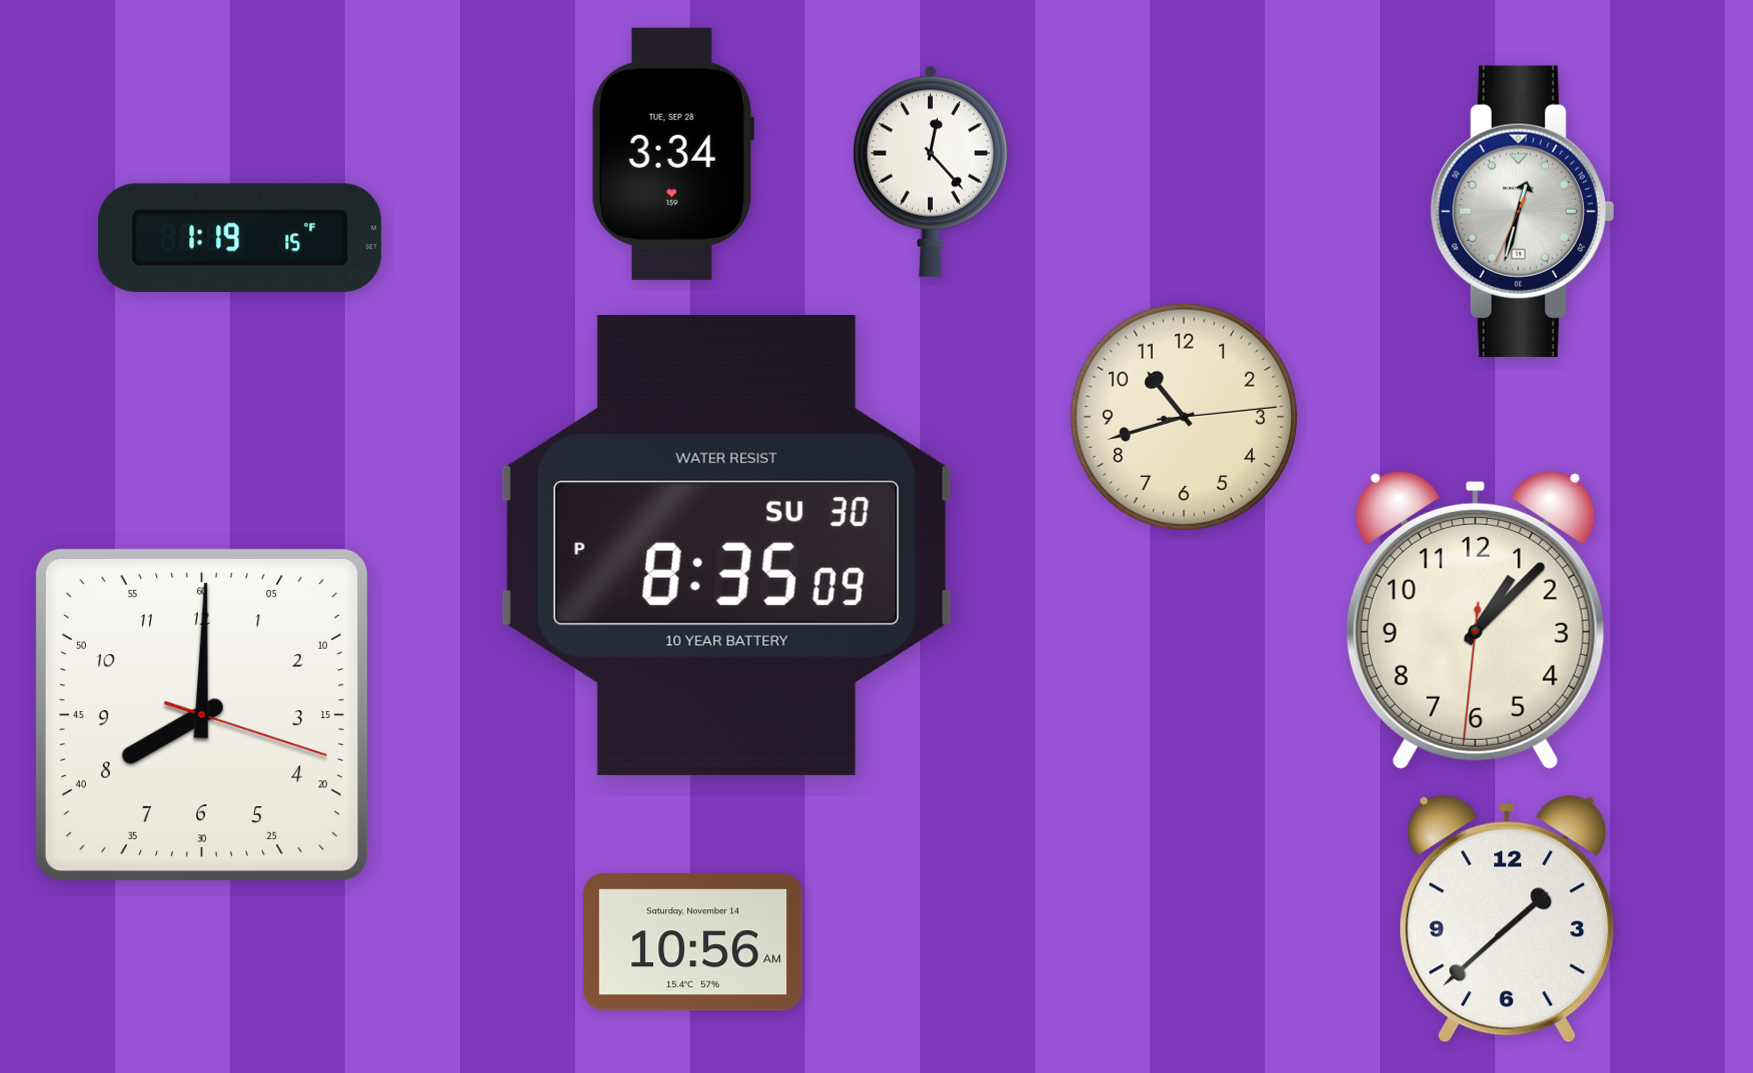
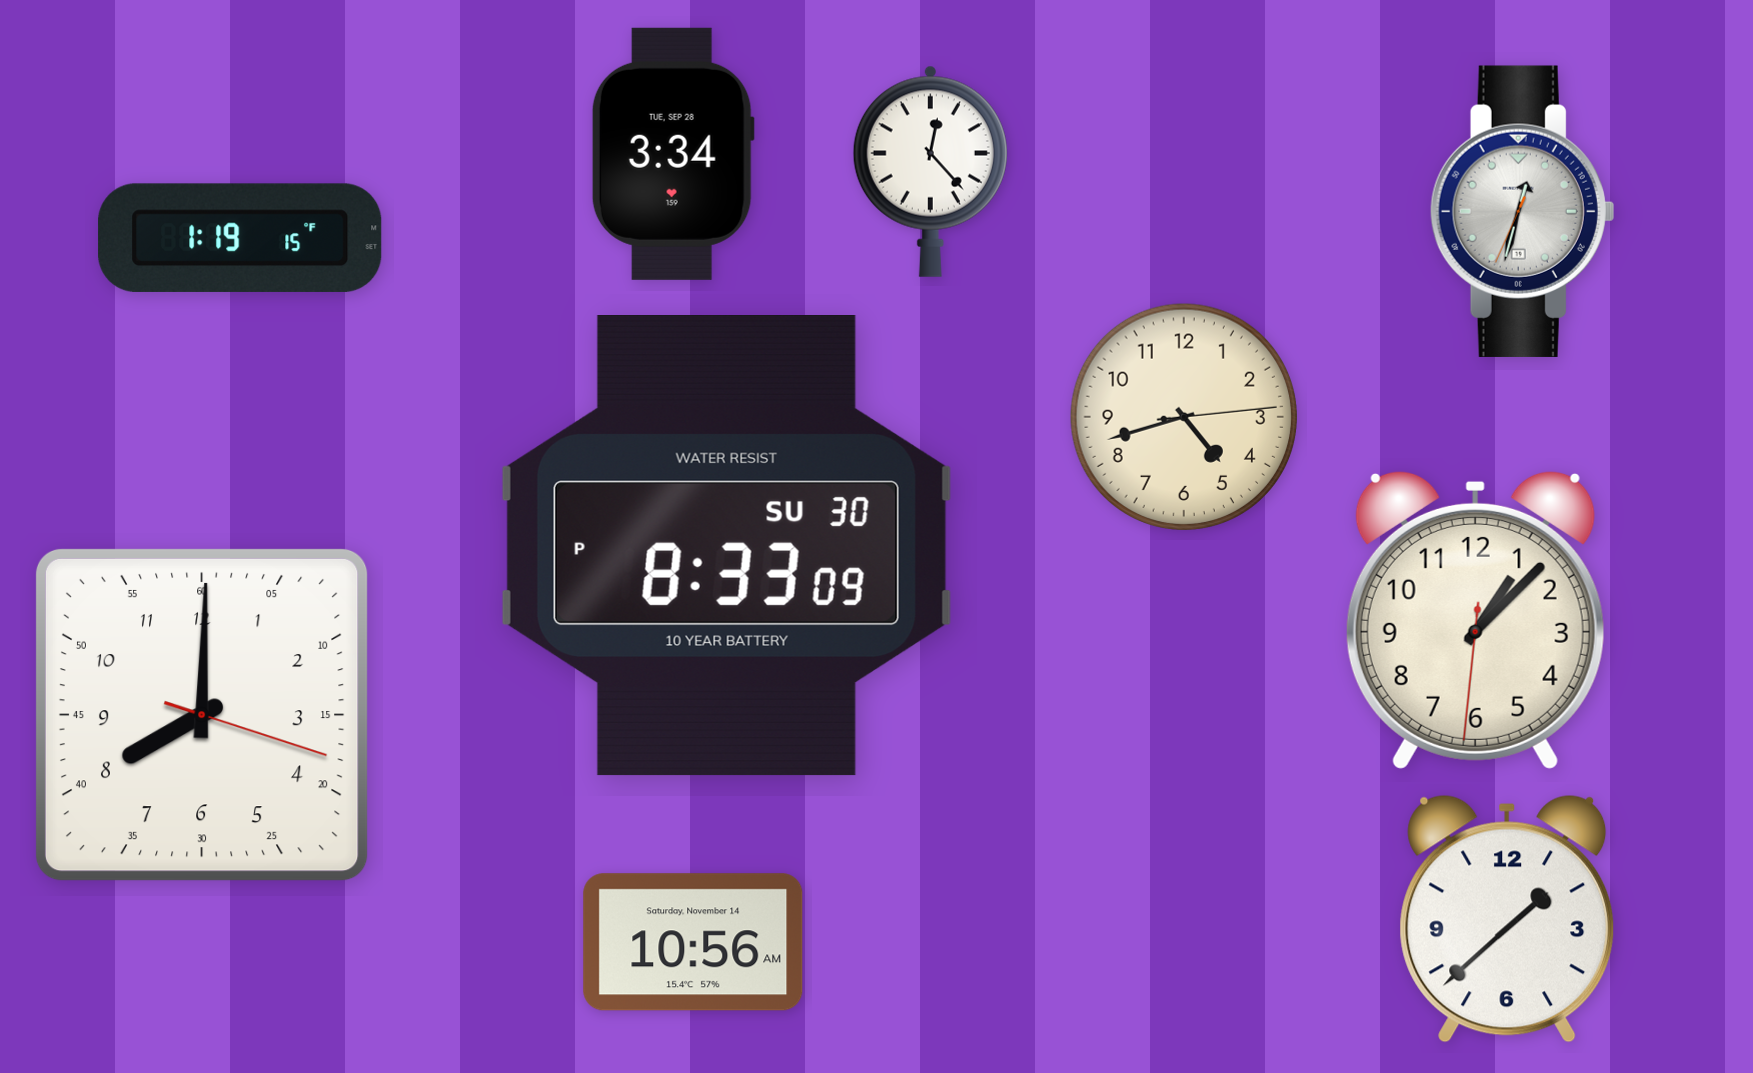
clock at (1183, 416): 10:42 -> 4:42
clock at (726, 546): 8:35 -> 8:33
